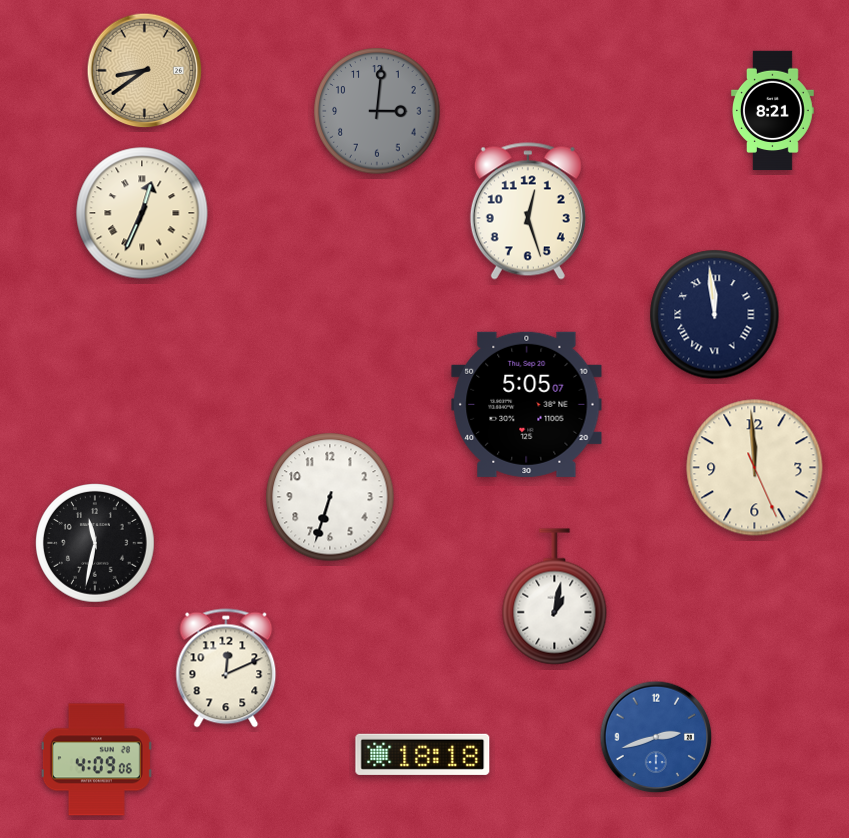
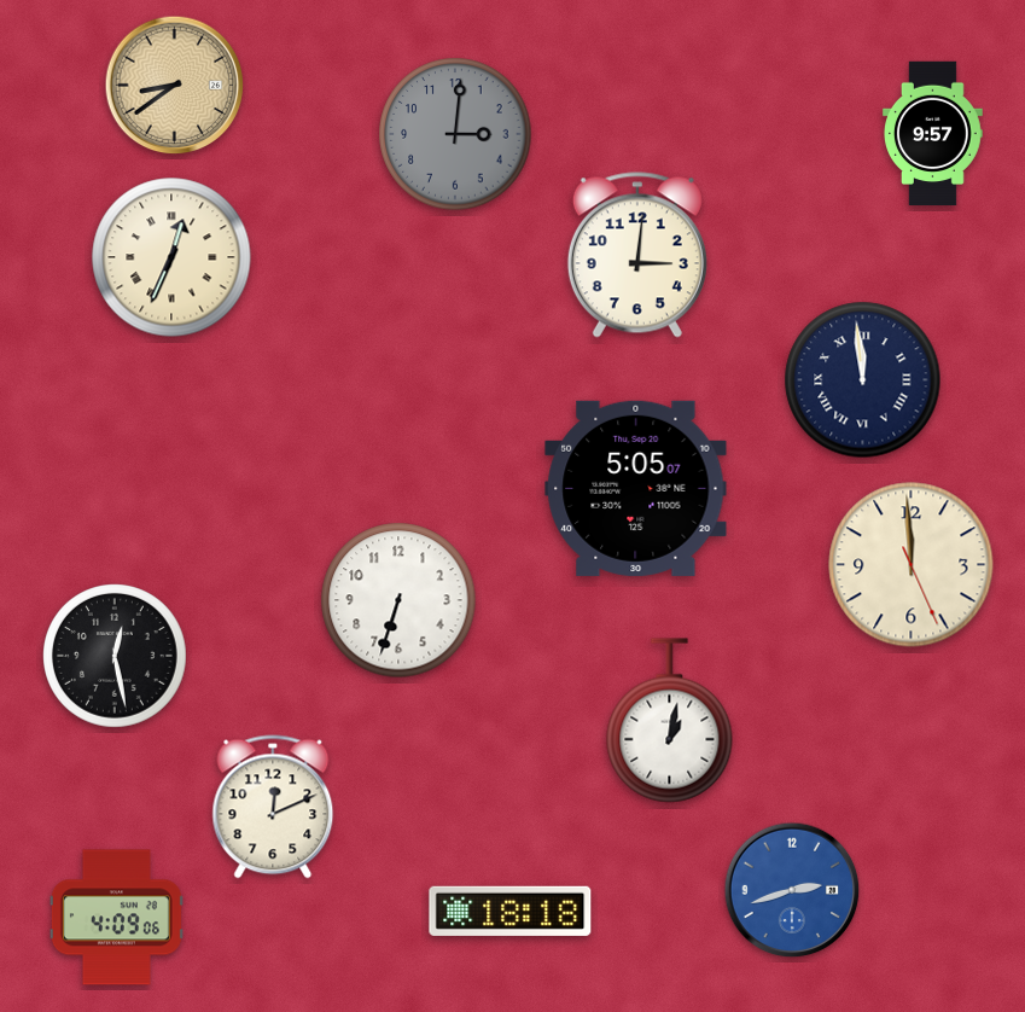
clock at (773, 111): 8:21 -> 9:57
clock at (528, 211): 12:27 -> 3:01
clock at (95, 543): 11:32 -> 12:28
